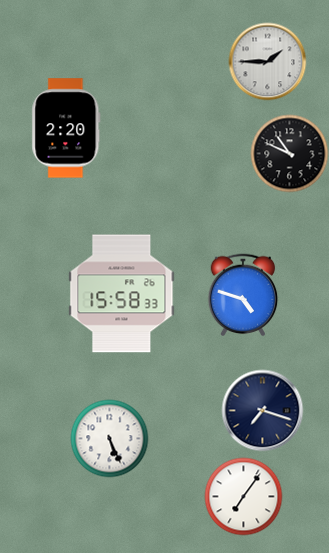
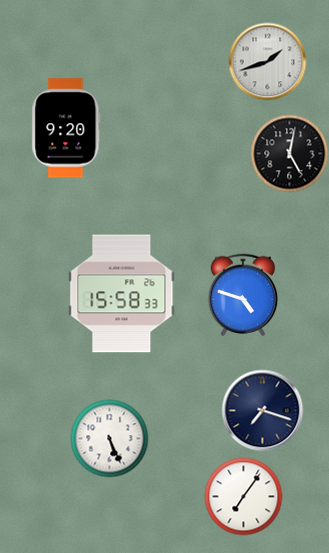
clock at (267, 61): 1:45 -> 1:42
clock at (66, 128): 2:20 -> 9:20
clock at (289, 153): 10:49 -> 5:02
